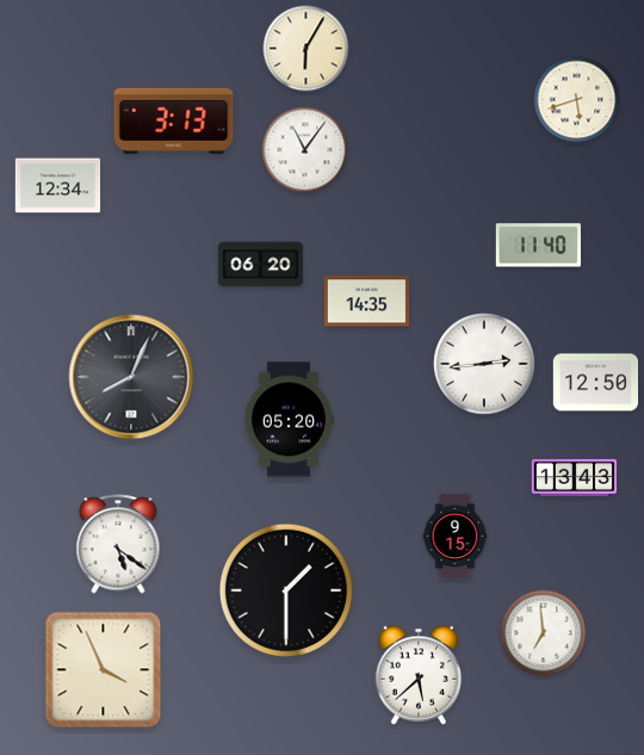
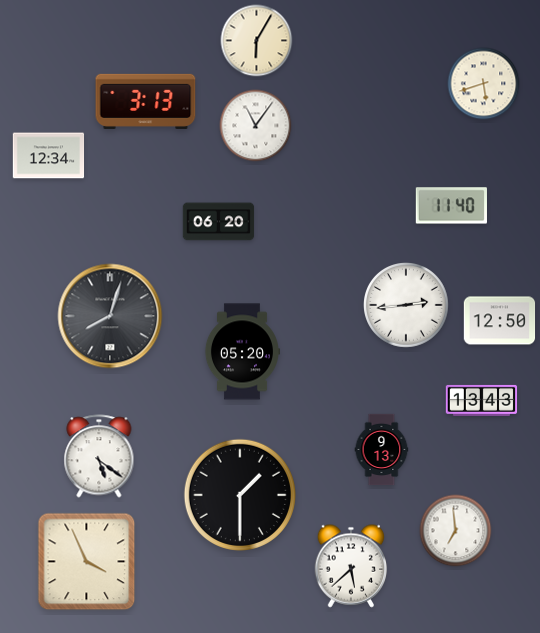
clock at (367, 302): 14:35 -> none
clock at (131, 377): 8:04 -> 8:03
clock at (456, 537): 9:15 -> 9:13
